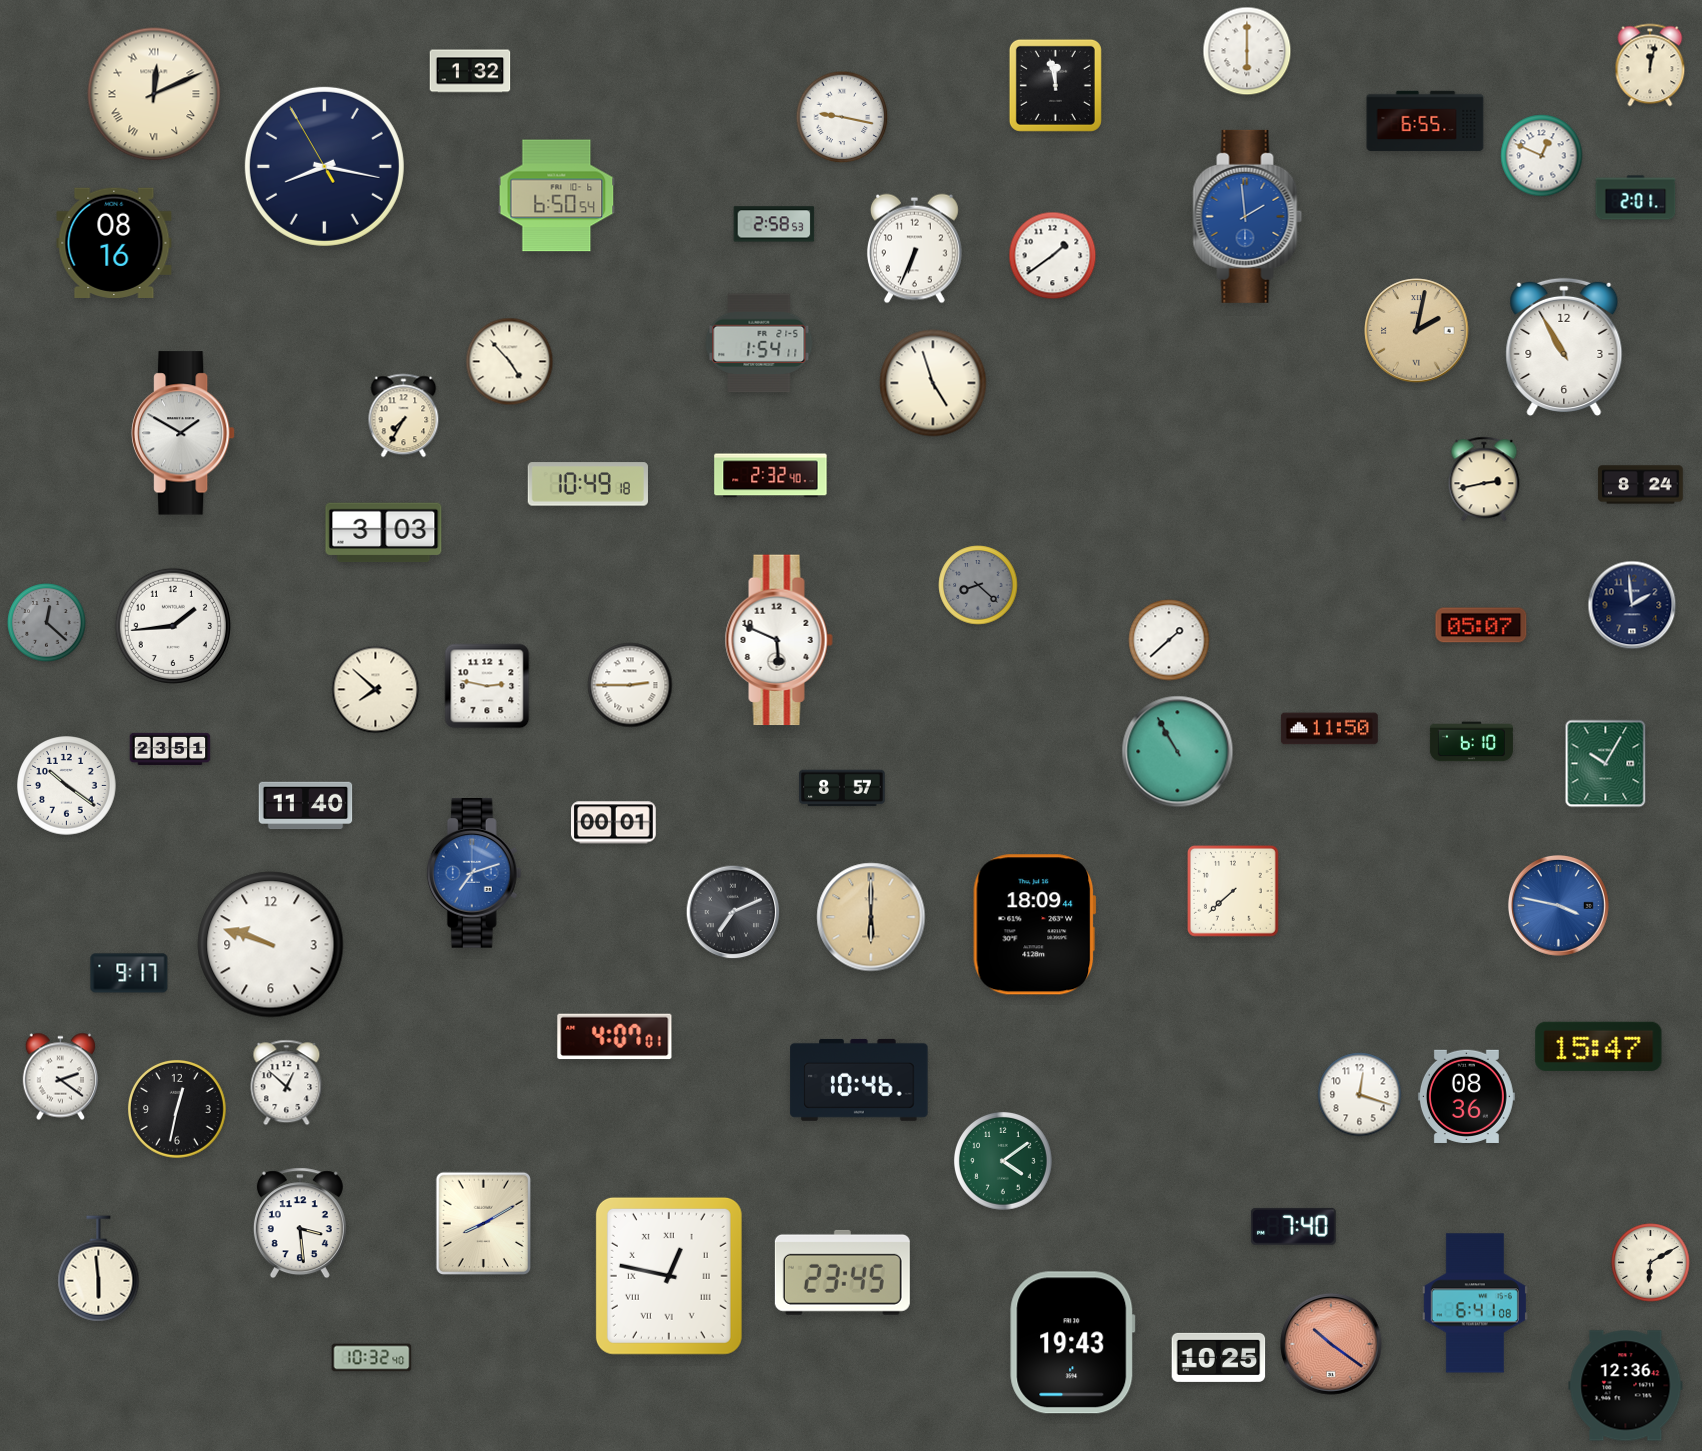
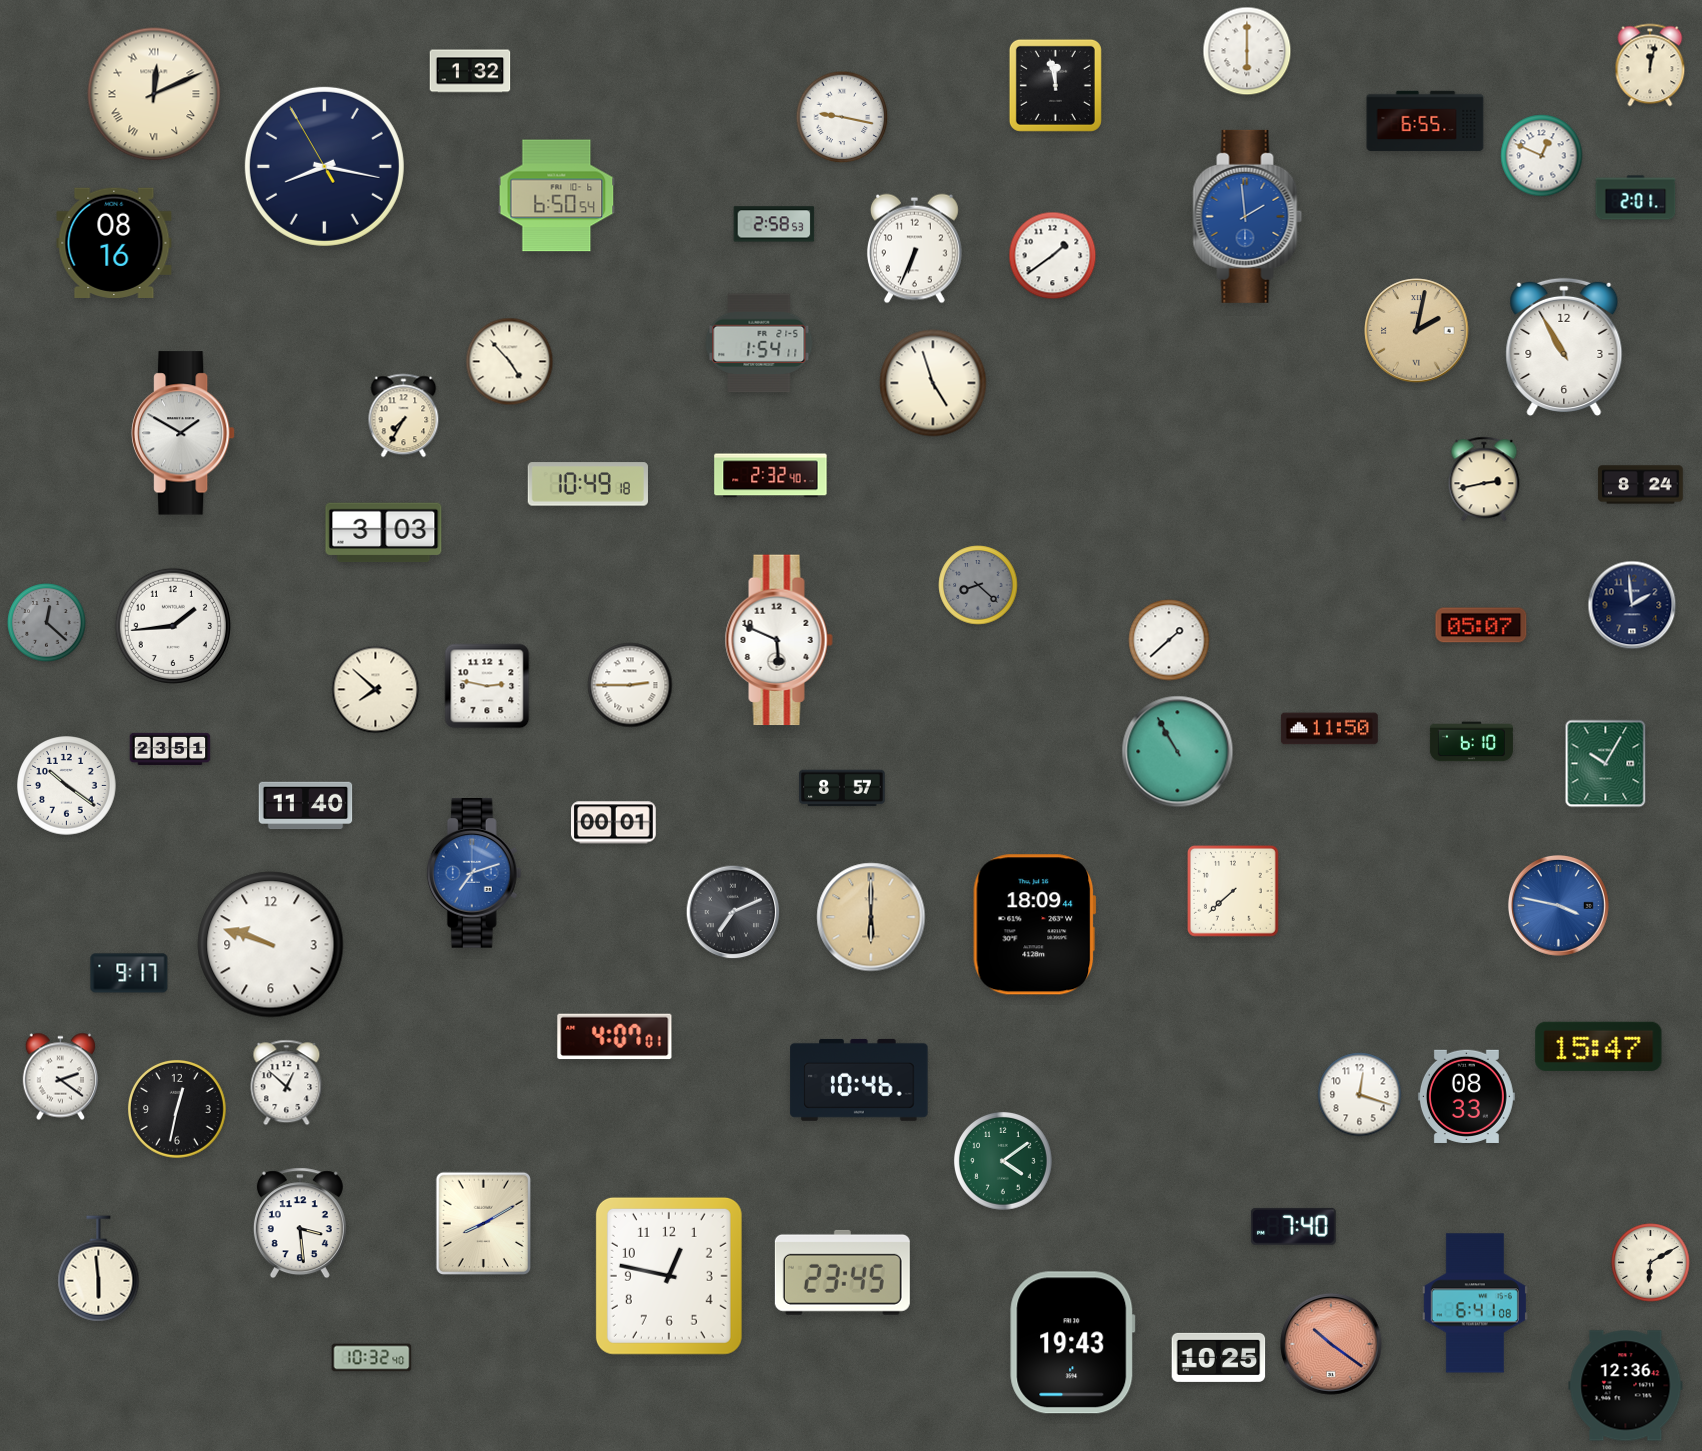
clock at (1466, 1096): 08:36 -> 08:33
clock at (669, 1276) numerals: Roman -> Arabic
